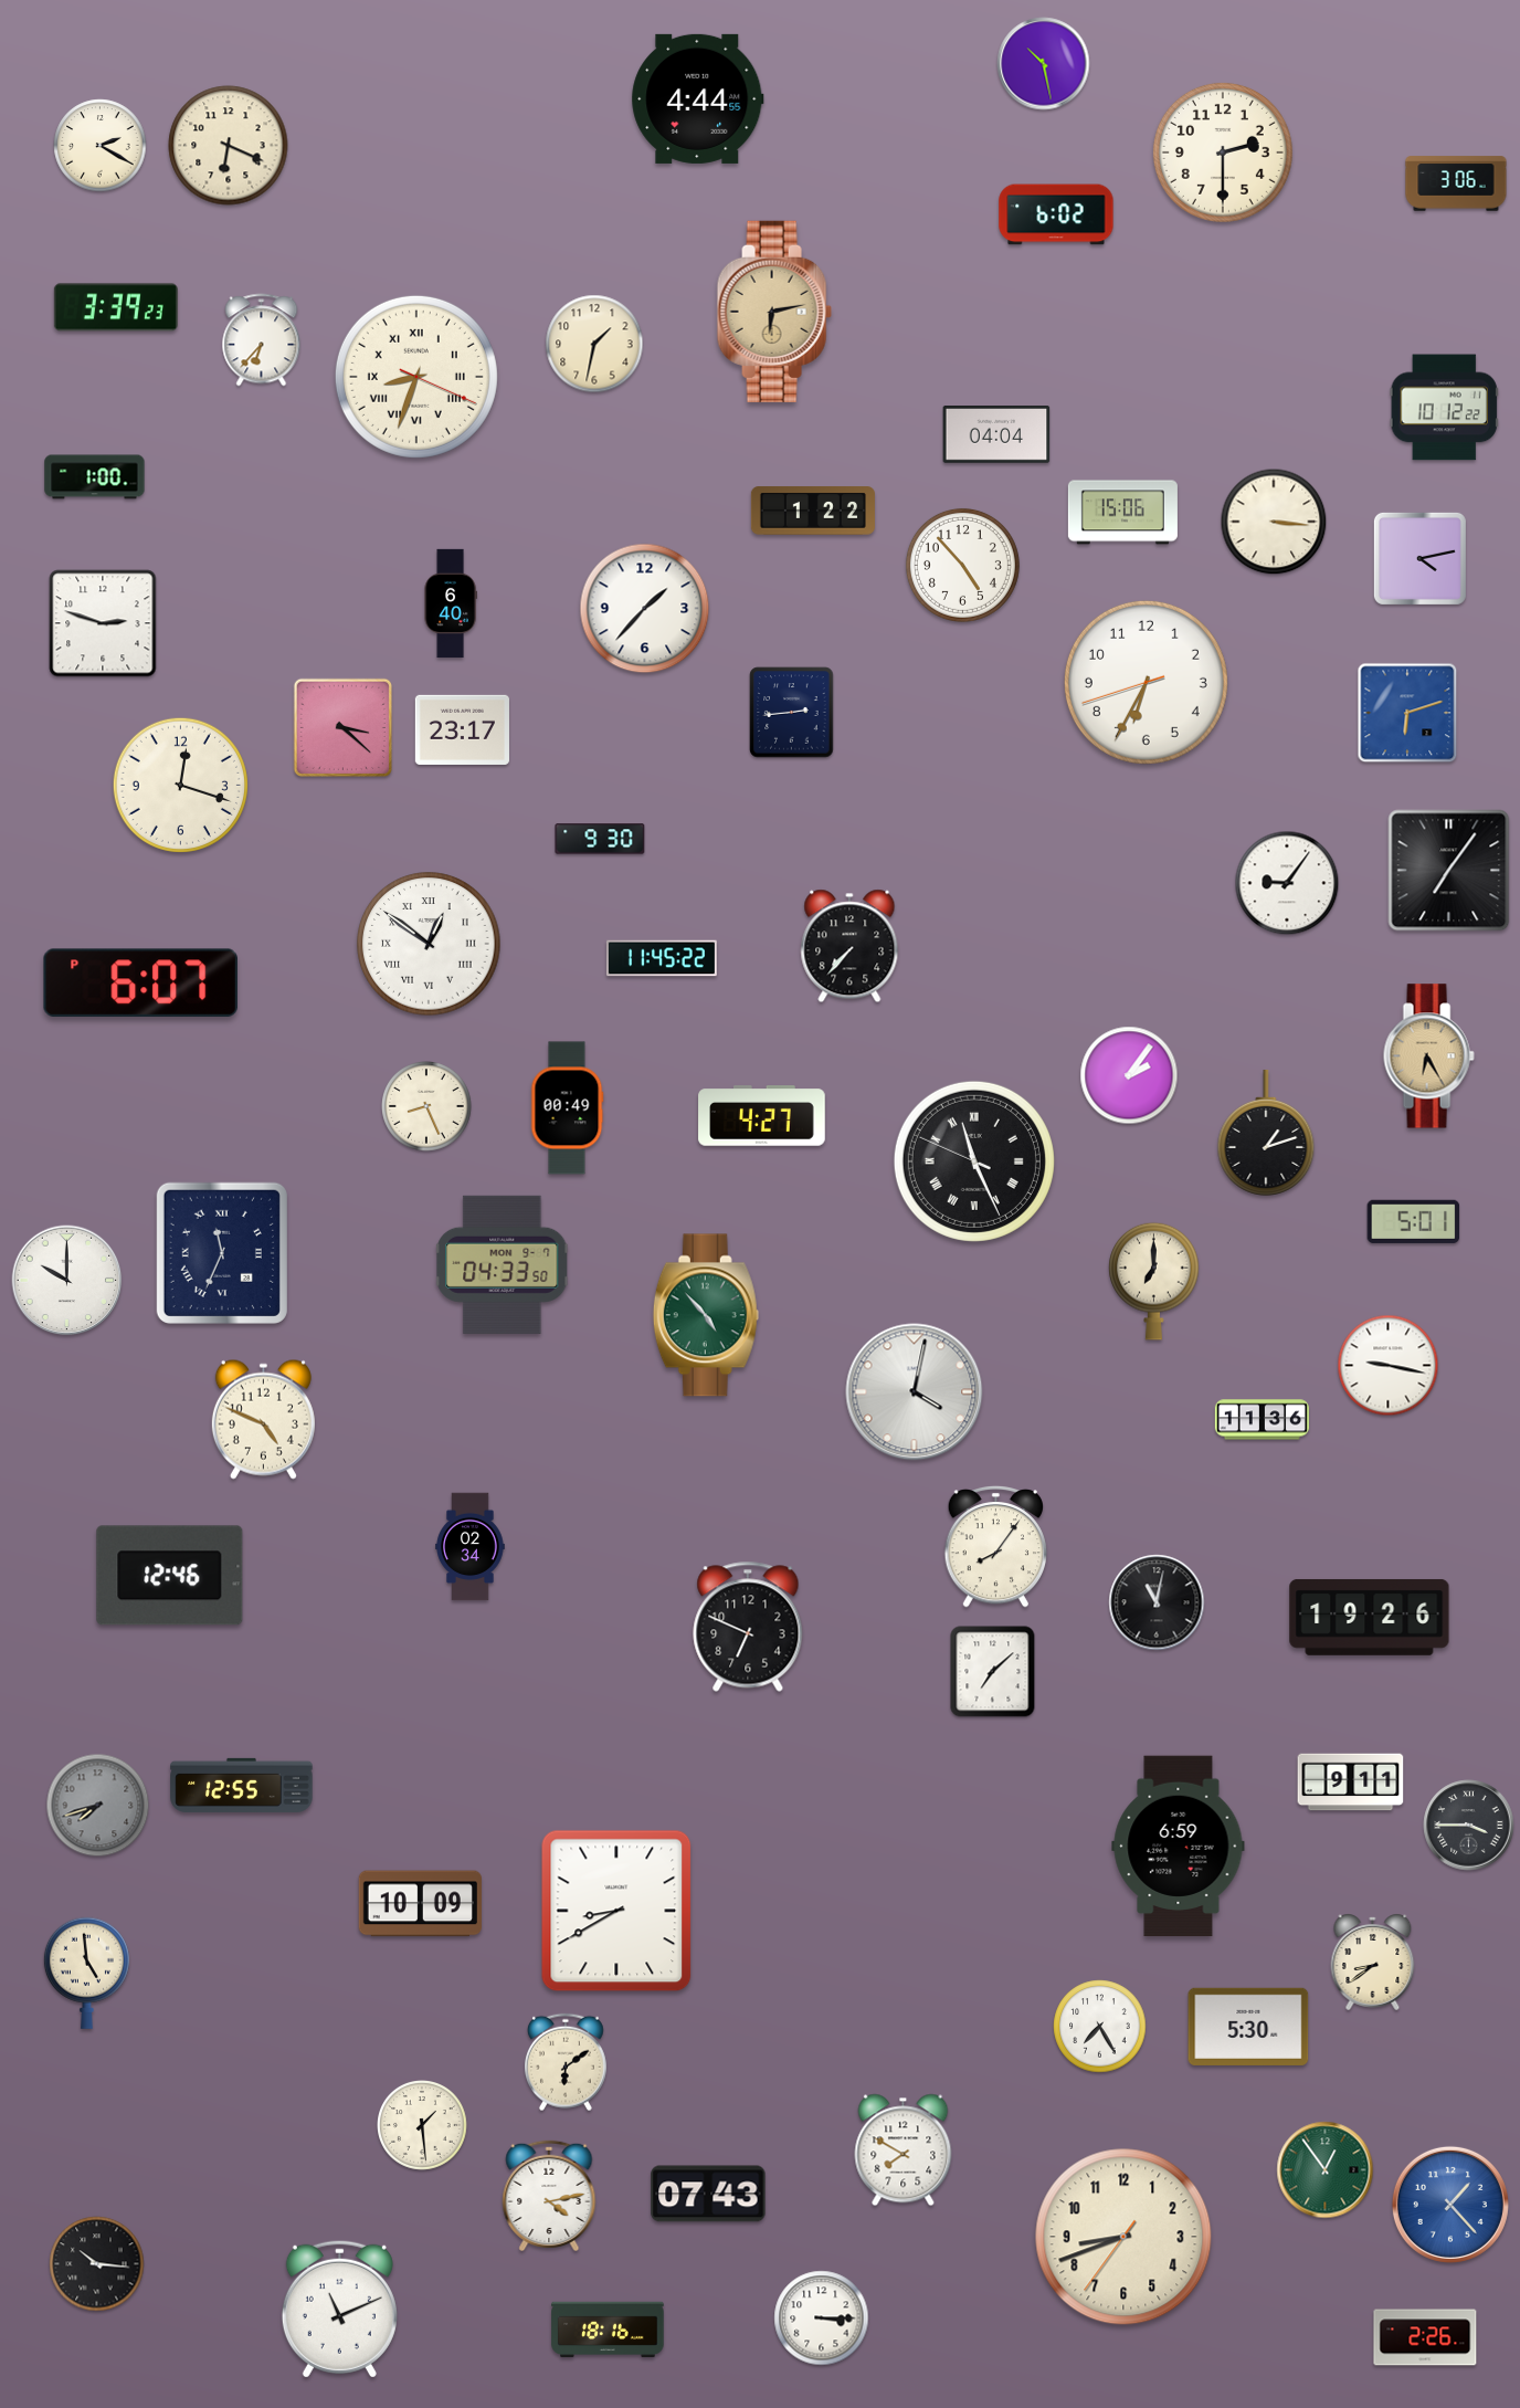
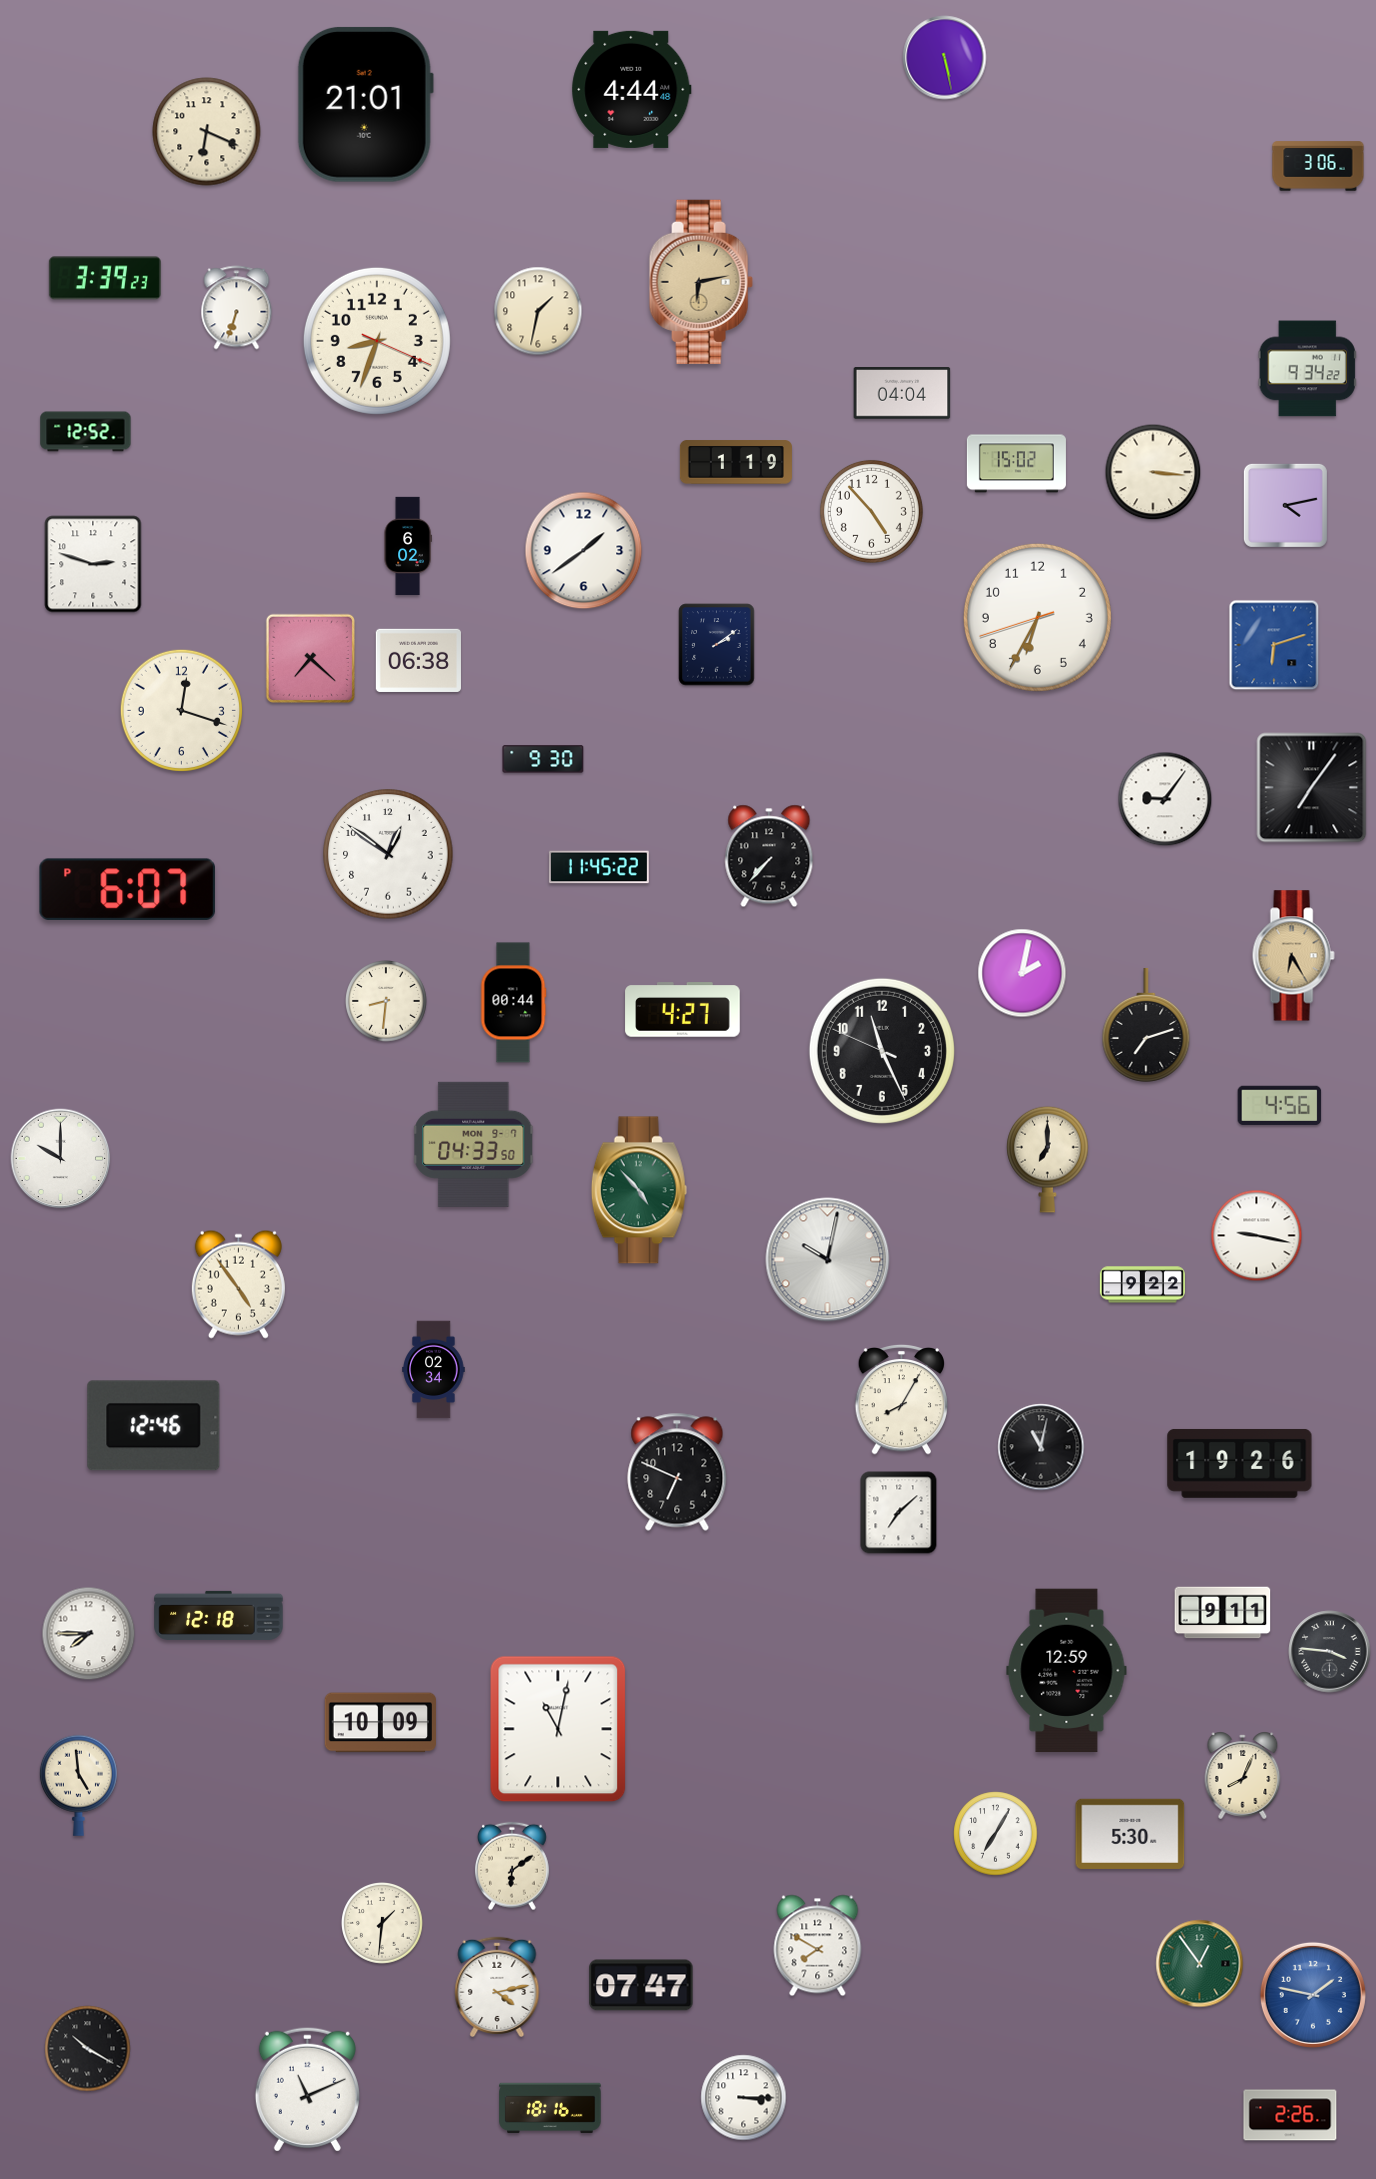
clock at (1044, 64): 10:28 -> 5:28
clock at (698, 98): 4:44:55 -> 4:44:48
clock at (365, 104): none -> 21:01
clock at (101, 146): 2:20 -> none
clock at (1223, 153): 2:30 -> none
clock at (1056, 214): 6:02 -> none
clock at (262, 340): 6:37 -> 6:33
clock at (416, 377) numerals: Roman -> Arabic
clock at (1444, 408): 10:12 -> 9:34
clock at (95, 477): 1:00 -> 12:52
clock at (813, 511): 1:22 -> 1:19
clock at (1122, 513): 15:06 -> 15:02
clock at (451, 603): 6:40 -> 6:02
clock at (645, 609): 1:37 -> 1:39
clock at (792, 713): 2:44 -> 2:09
clock at (342, 727): 3:22 -> 7:22
clock at (462, 729): 23:17 -> 06:38
clock at (180, 785) position: (180, 785) -> (181, 710)
clock at (429, 944) numerals: Roman -> Arabic
clock at (1129, 1075): 2:06 -> 2:02
clock at (427, 1107): 8:26 -> 8:31
clock at (567, 1108): 00:49 -> 00:44
clock at (762, 1116) position: (762, 1116) -> (683, 1010)
clock at (1266, 1133): 1:12 -> 7:12
clock at (974, 1161) numerals: Roman -> Arabic
clock at (1414, 1221): 5:01 -> 4:56
clock at (222, 1253): 11:34 -> none
clock at (503, 1264) position: (503, 1264) -> (474, 1144)
clock at (1154, 1281) position: (1154, 1281) -> (1048, 1159)
clock at (915, 1392): 4:02 -> 10:02
clock at (263, 1419): 4:49 -> 4:54
clock at (1262, 1420): 11:36 -> 9:22
clock at (995, 1546): 8:06 -> 8:05
clock at (471, 1547) position: (471, 1547) -> (434, 1370)
clock at (1157, 1602) position: (1157, 1602) -> (1041, 1447)
clock at (242, 1785): 12:55 -> 12:18
clock at (98, 1806): 7:42 -> 7:45
clock at (98, 1806) dial: grey -> white
clock at (1469, 1826): 3:45 -> 3:46
clock at (1179, 1847): 6:59 -> 12:59
clock at (616, 1911): 8:40 -> 11:02
clock at (1373, 1962): 8:39 -> 8:04
clock at (1100, 2027): 7:25 -> 7:05
clock at (423, 2126): 1:29 -> 1:31
clock at (708, 2194): 07:43 -> 07:47
clock at (1450, 2205): 1:23 -> 1:47
clock at (1123, 2237): 8:41 -> none
clock at (97, 2264): 10:16 -> 10:20
